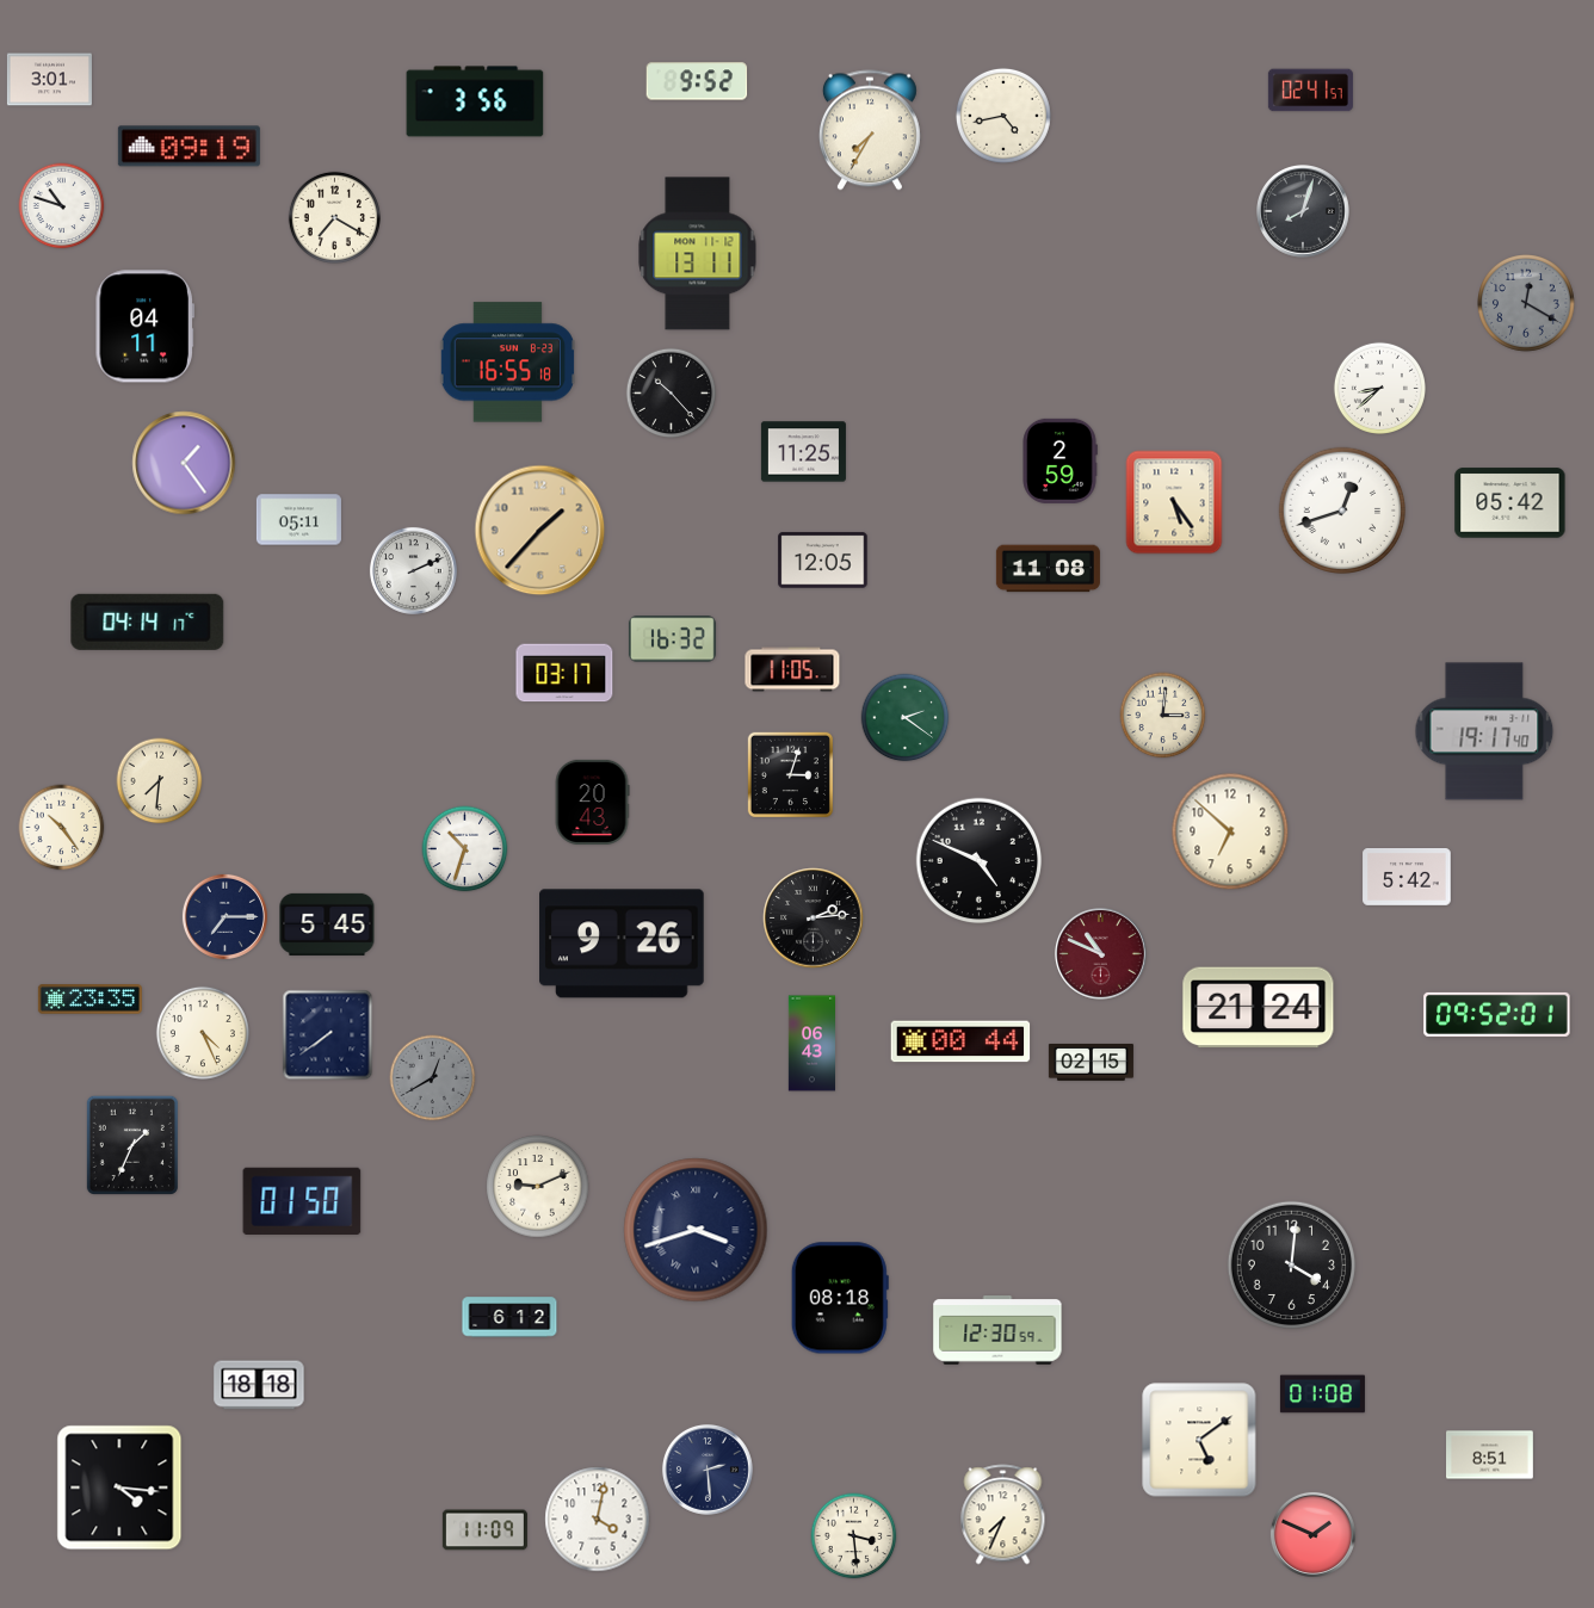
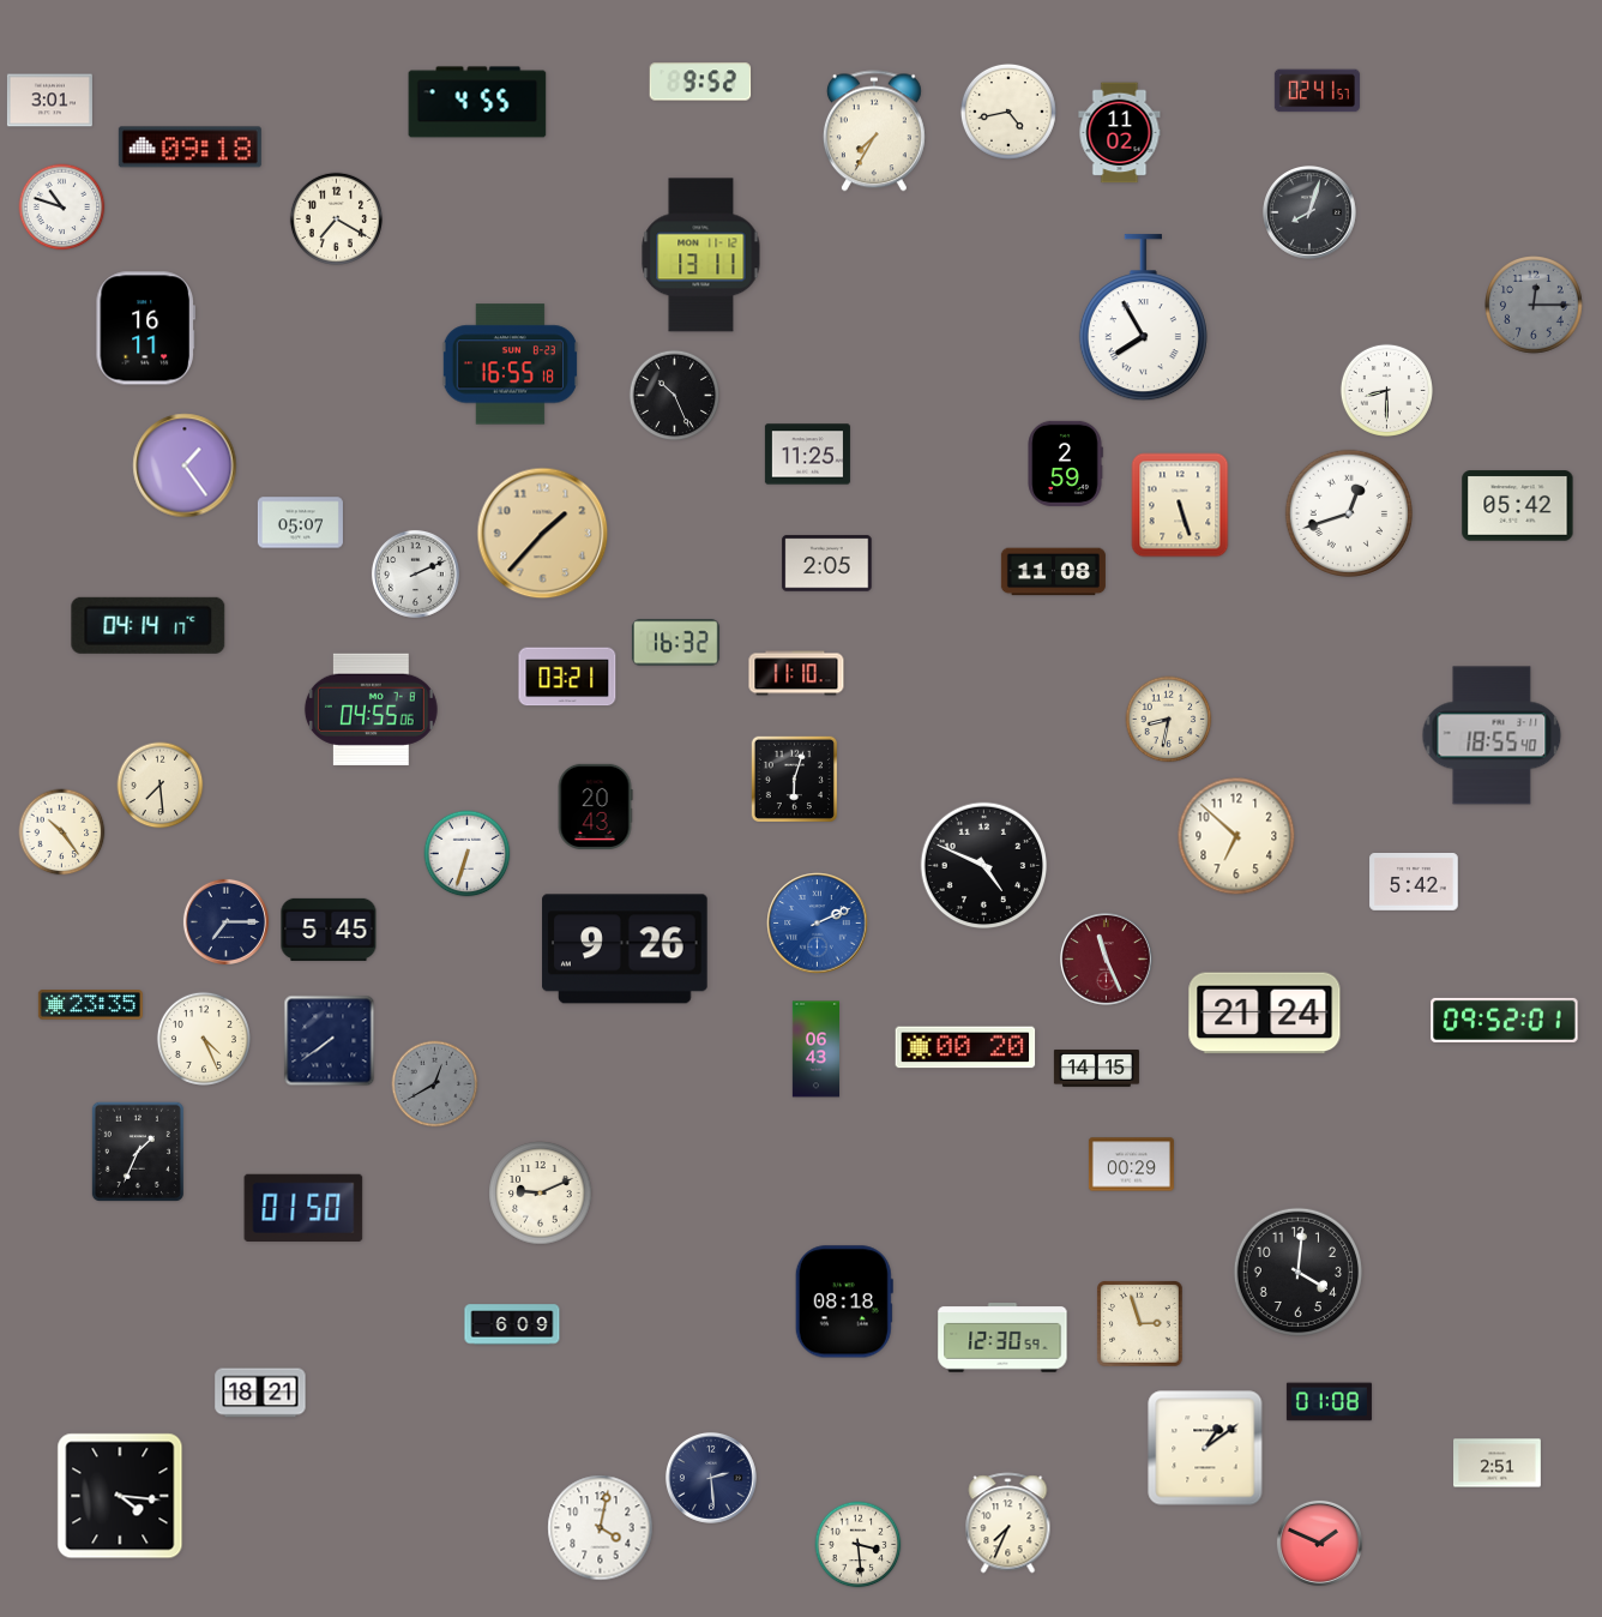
clock at (49, 80) position: (49, 80) -> (49, 101)
clock at (475, 101): 3:56 -> 4:55
clock at (1003, 116) position: (1003, 116) -> (1008, 112)
clock at (1120, 133): none -> 11:02
clock at (189, 147): 09:19 -> 09:18
clock at (1527, 304): 12:20 -> 12:15
clock at (1143, 318): none -> 7:55
clock at (144, 327): 04:11 -> 16:11
clock at (1379, 388): 8:38 -> 8:30
clock at (672, 394): 10:23 -> 10:26
clock at (1174, 502): 5:24 -> 5:27
clock at (298, 520): 05:11 -> 05:07
clock at (823, 561): 12:05 -> 2:05
clock at (792, 669): 11:05 -> 11:10
clock at (564, 673): 03:17 -> 03:21
clock at (371, 709): none -> 04:55
clock at (1163, 716): 3:01 -> 8:32
clock at (906, 718): 2:21 -> none
clock at (1484, 731): 19:17 -> 18:55
clock at (790, 774): 3:03 -> 6:03
clock at (160, 781): 7:31 -> 7:29
clock at (465, 849): 10:33 -> 6:33
clock at (814, 919): 2:14 -> 2:11
clock at (814, 919) dial: black -> blue
clock at (1101, 954): 10:49 -> 11:26
clock at (960, 1041): 00:44 -> 00:20
clock at (1091, 1062): 02:15 -> 14:15
clock at (132, 1145) position: (132, 1145) -> (138, 1152)
clock at (1131, 1165): none -> 00:29
clock at (696, 1230): 3:42 -> none
clock at (840, 1298) position: (840, 1298) -> (844, 1302)
clock at (509, 1317): 6:12 -> 6:09
clock at (1140, 1324): none -> 2:57
clock at (259, 1385): 18:18 -> 18:21
clock at (1199, 1440): 5:09 -> 1:09
clock at (1490, 1455): 8:51 -> 2:51
clock at (484, 1530): 11:09 -> none
